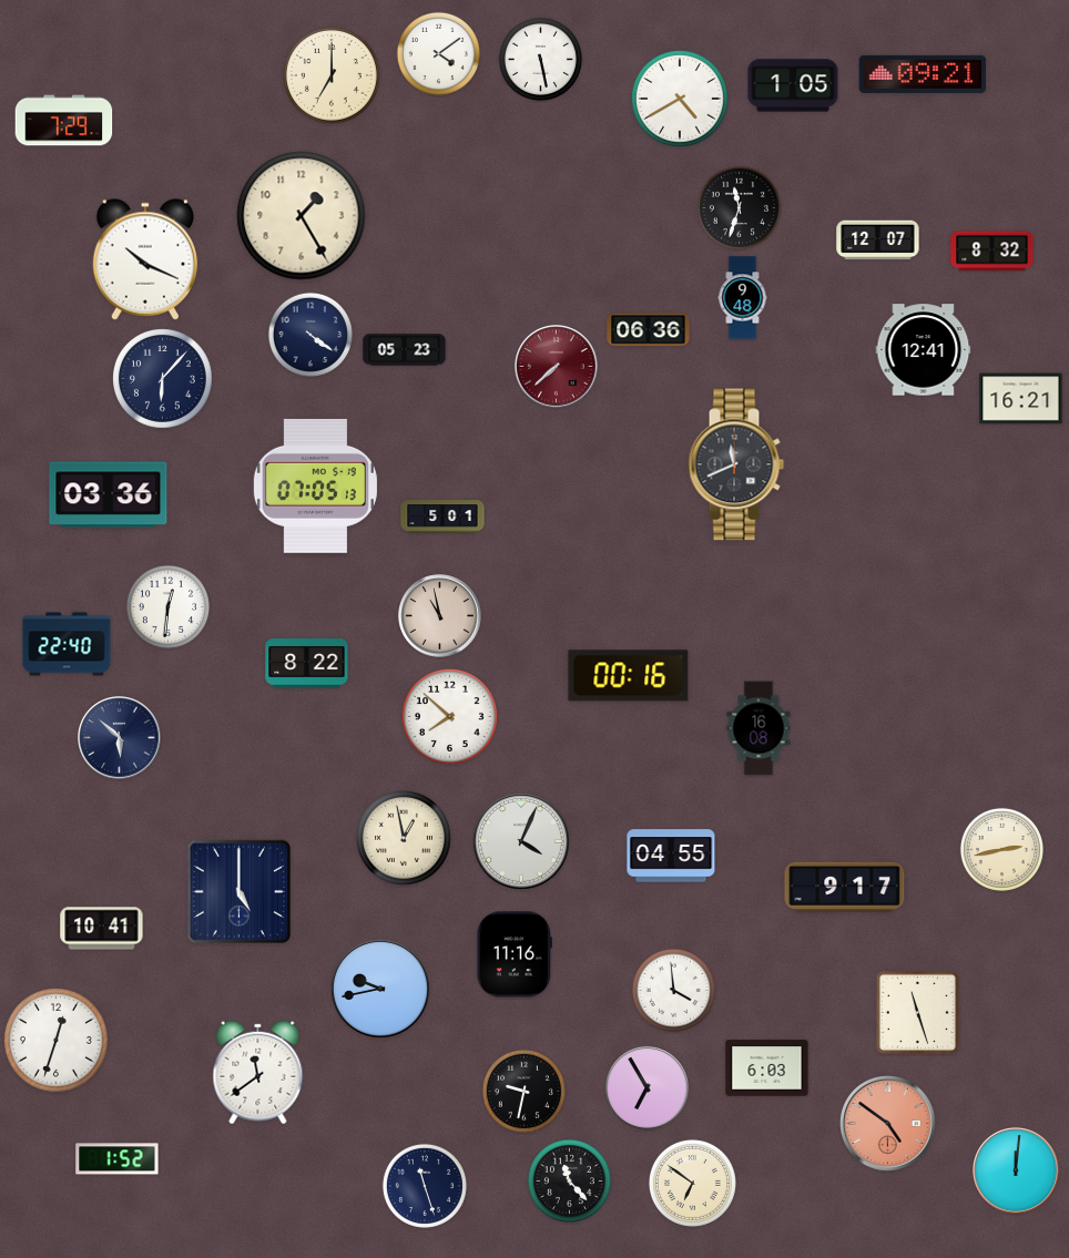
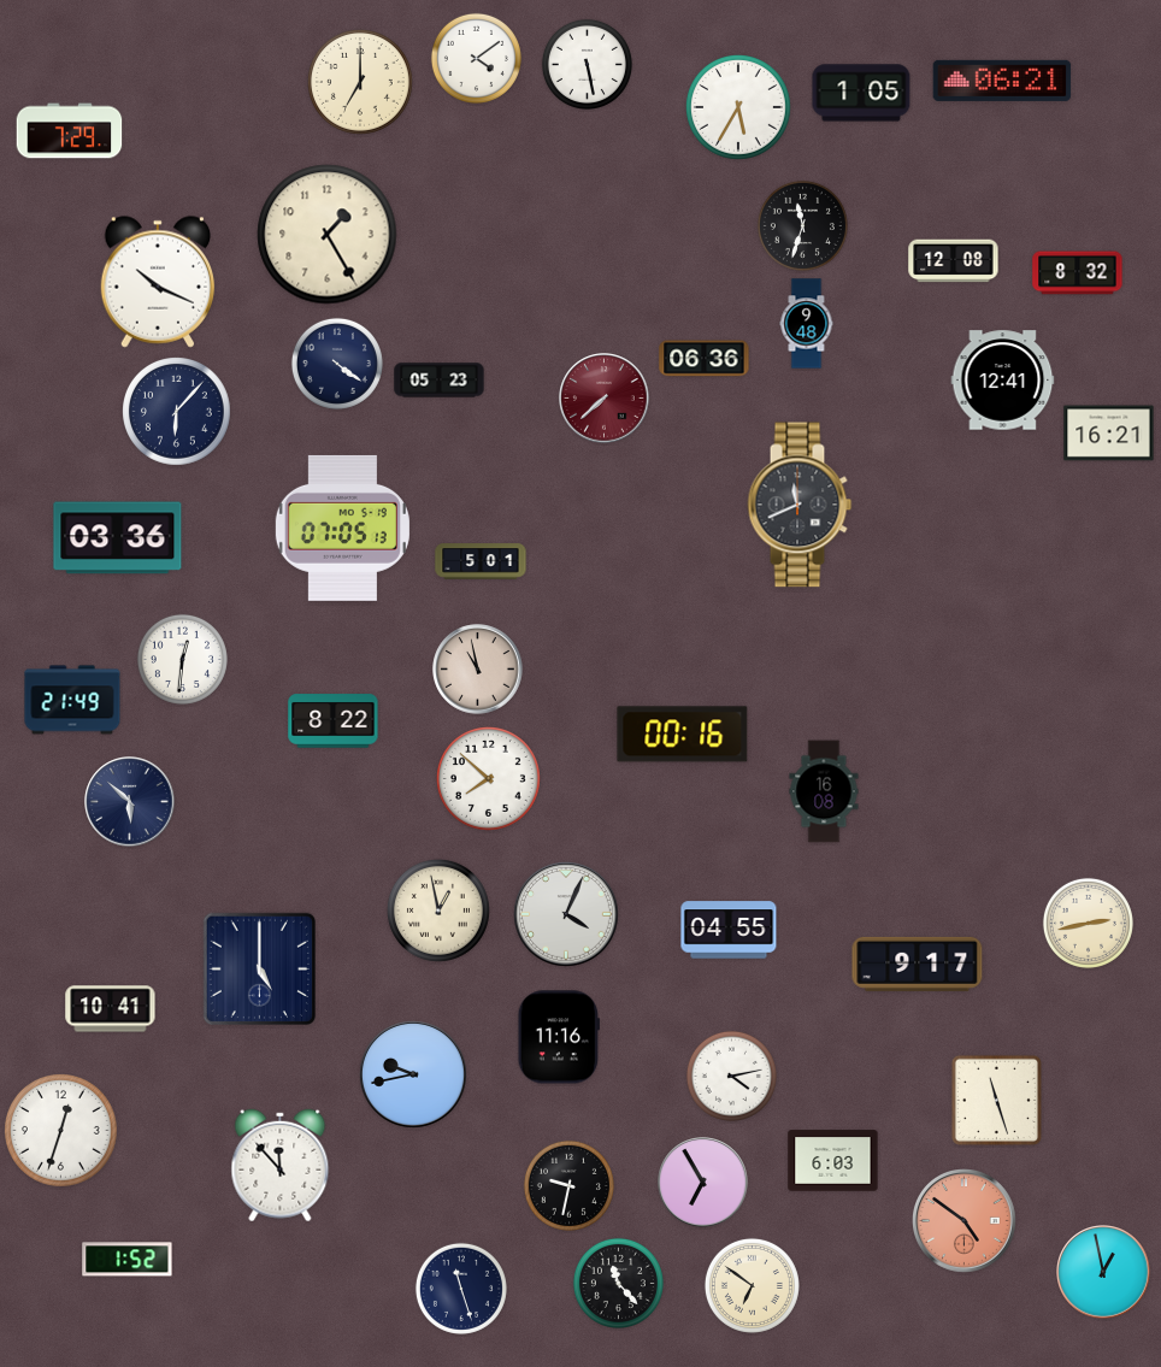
clock at (923, 74): 09:21 -> 06:21
clock at (680, 99): 4:40 -> 5:35
clock at (878, 241): 12:07 -> 12:08
clock at (67, 644): 22:40 -> 21:49
clock at (673, 990): 3:59 -> 4:13
clock at (258, 1073): 11:39 -> 11:53
clock at (1016, 1170): 12:01 -> 12:58
